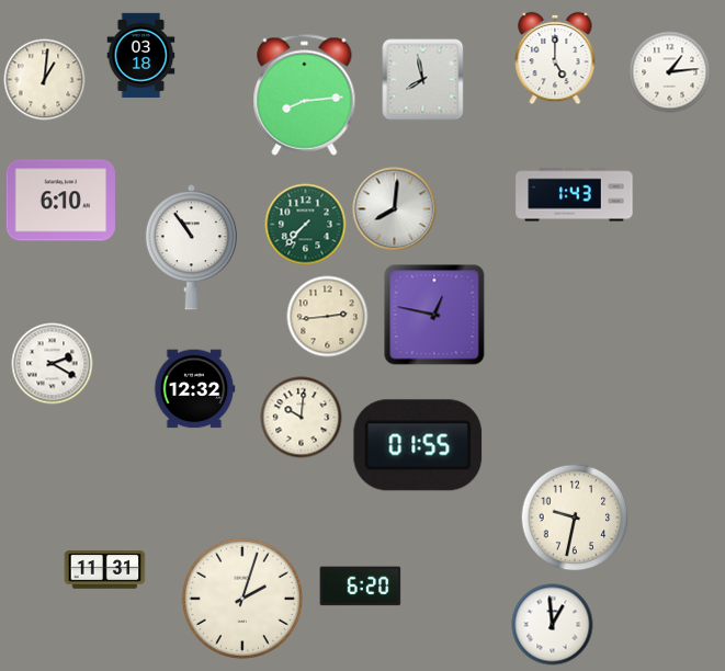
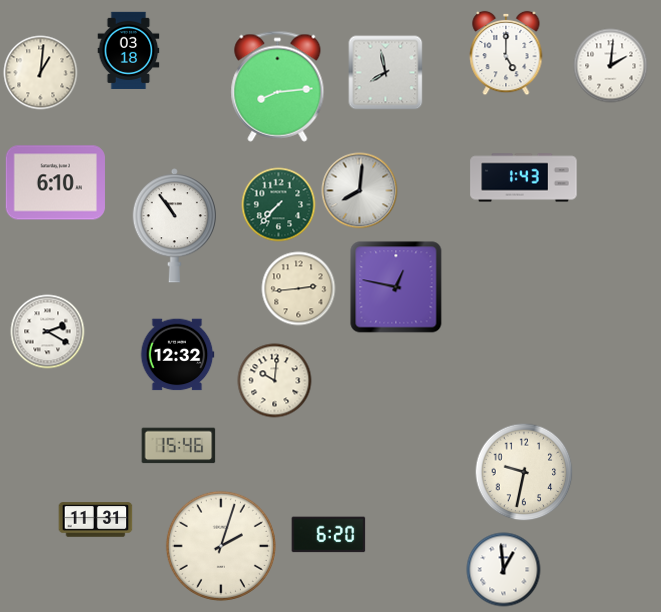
clock at (670, 72): 1:14 -> 2:01
clock at (418, 445): 01:55 -> none
clock at (179, 446): none -> 15:46
